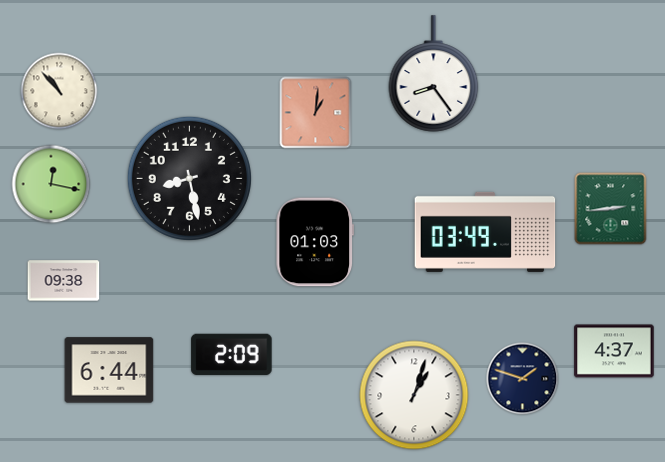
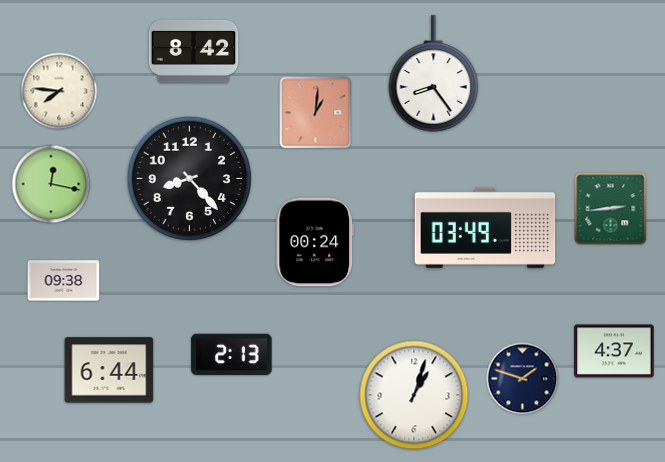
clock at (194, 51): none -> 8:42
clock at (59, 91): 10:53 -> 7:46
clock at (189, 178): 8:28 -> 8:23
clock at (485, 232) position: (485, 232) -> (485, 228)
clock at (315, 242): 01:03 -> 00:24
clock at (232, 354): 2:09 -> 2:13
